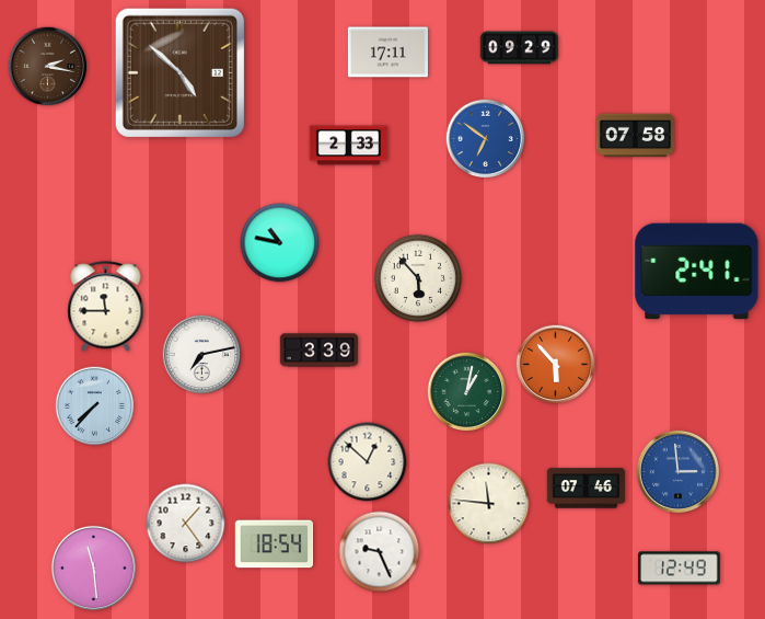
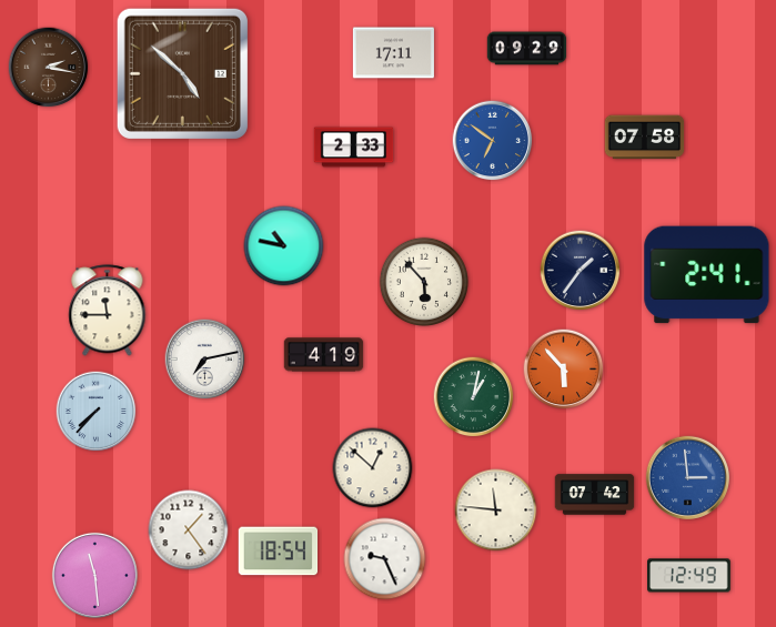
clock at (581, 271): none -> 1:36
clock at (320, 351): 3:39 -> 4:19
clock at (587, 489): 07:46 -> 07:42
